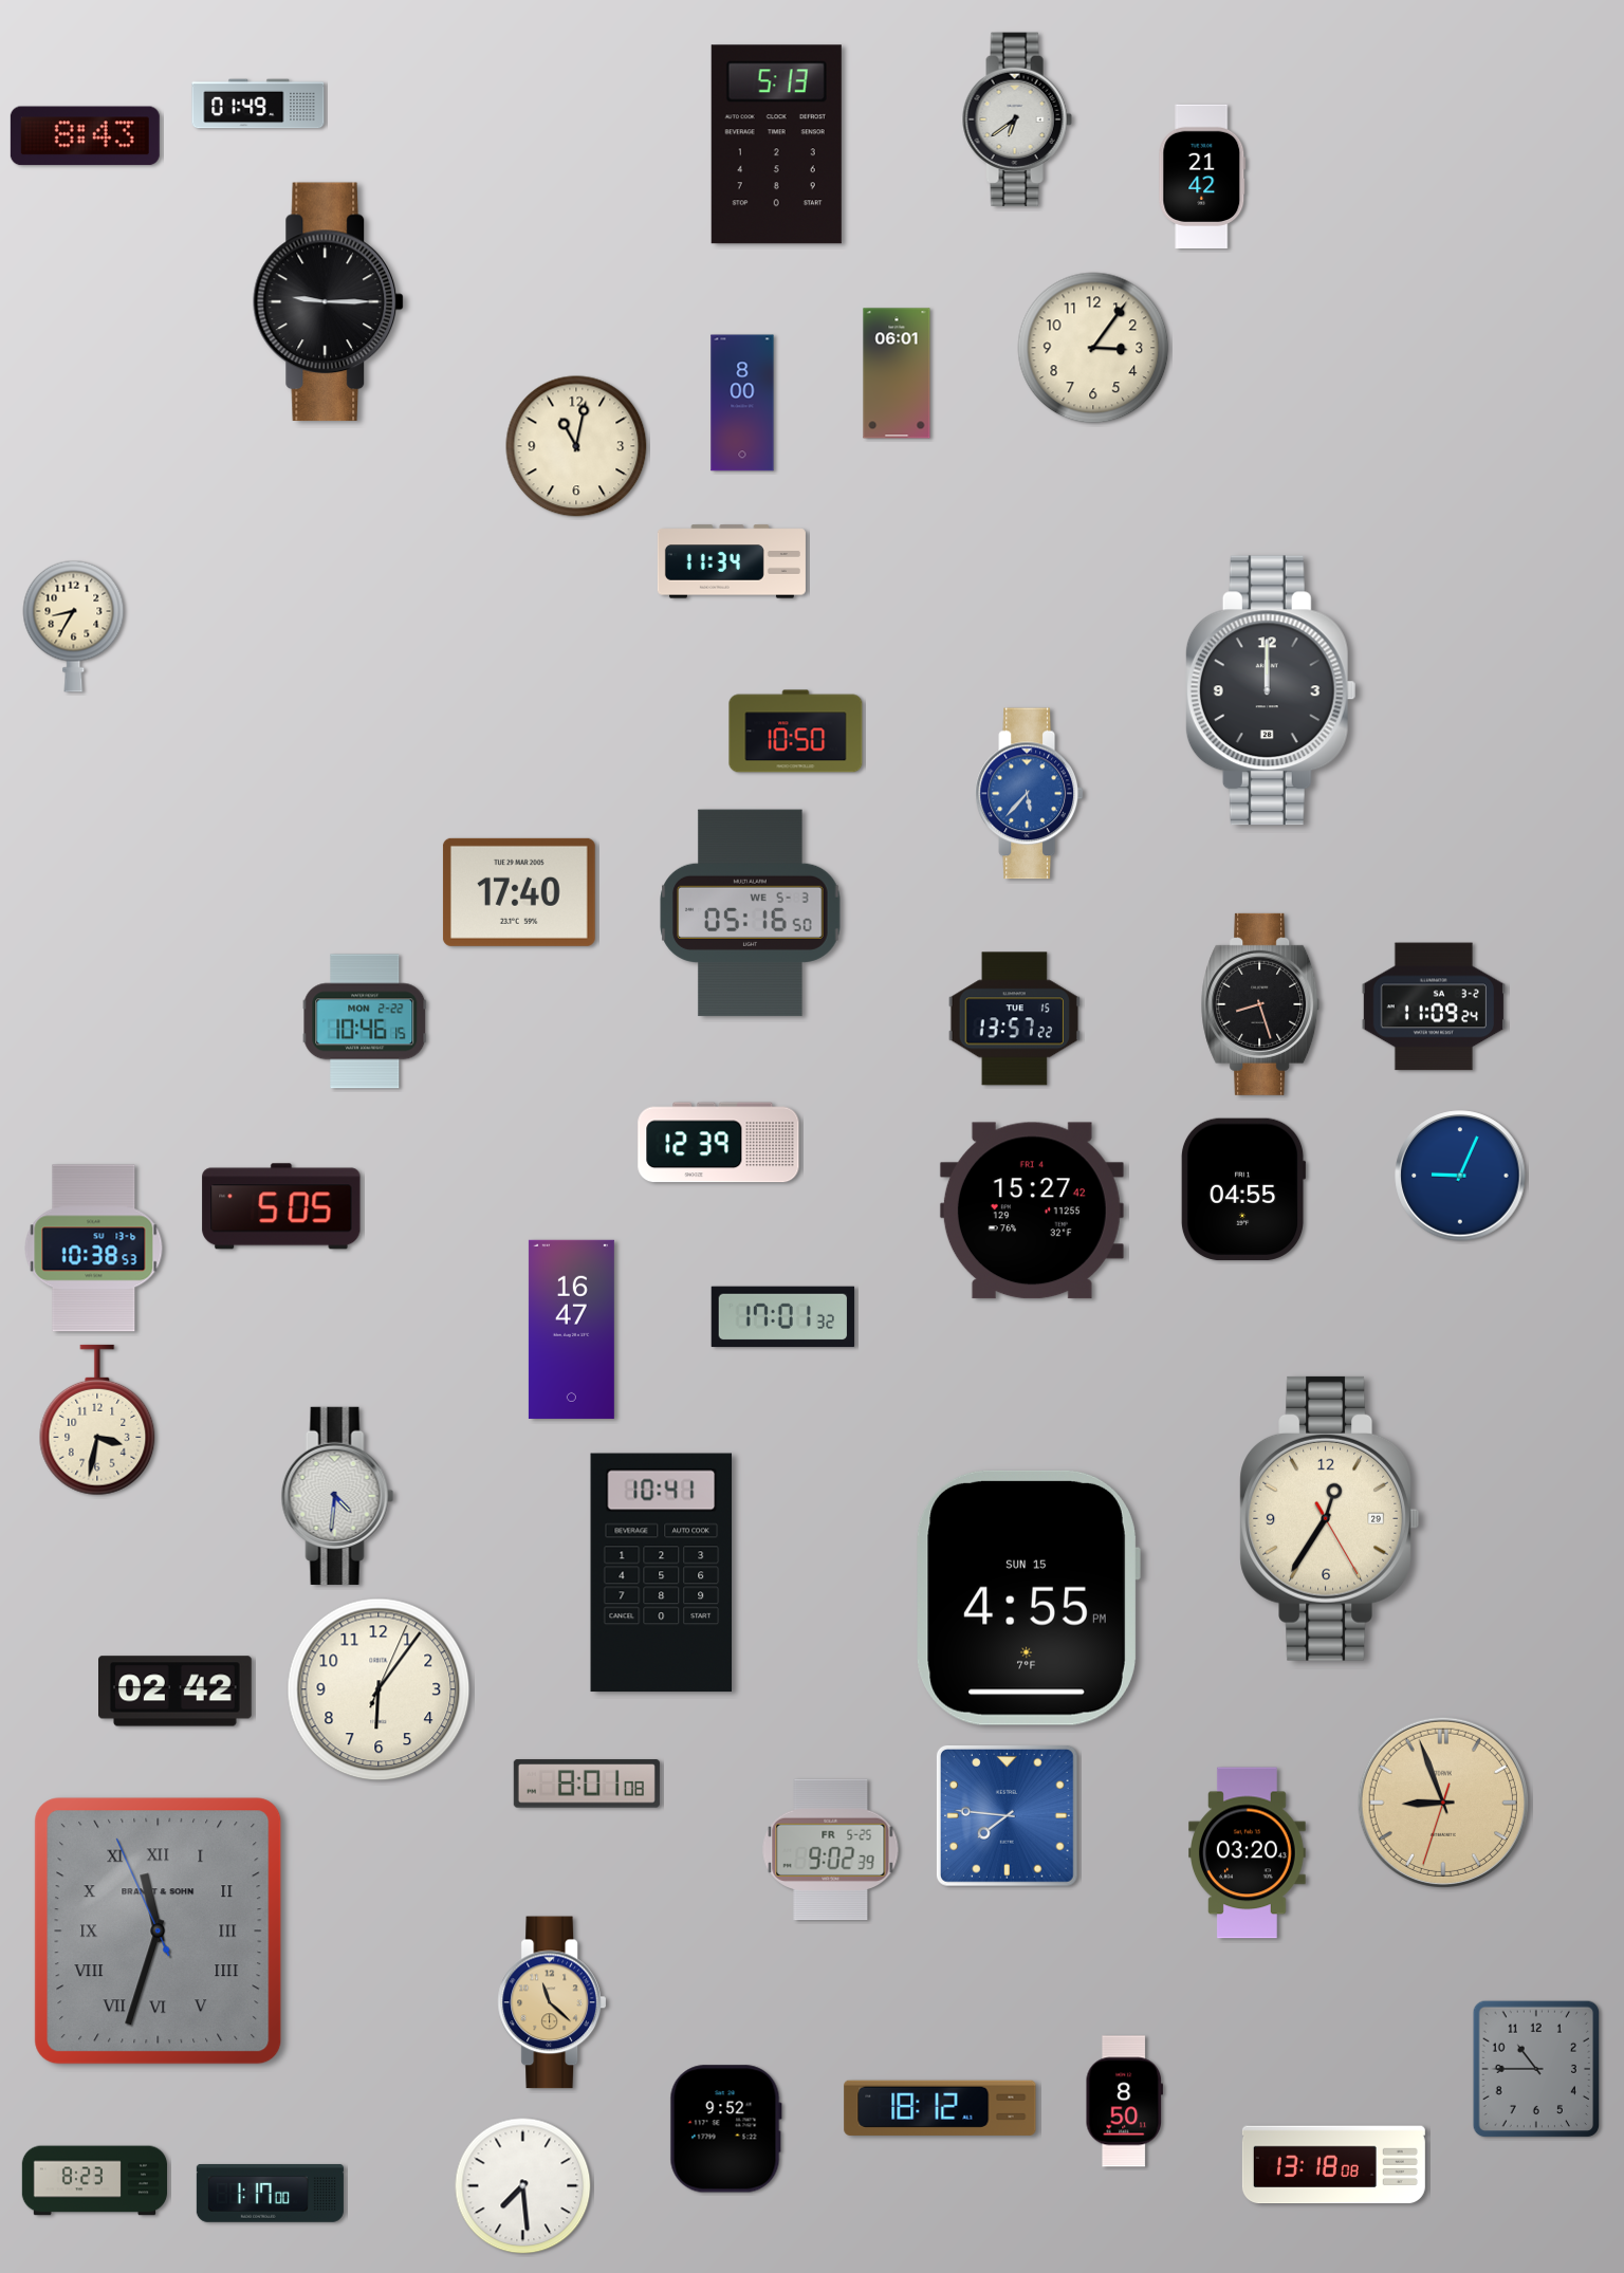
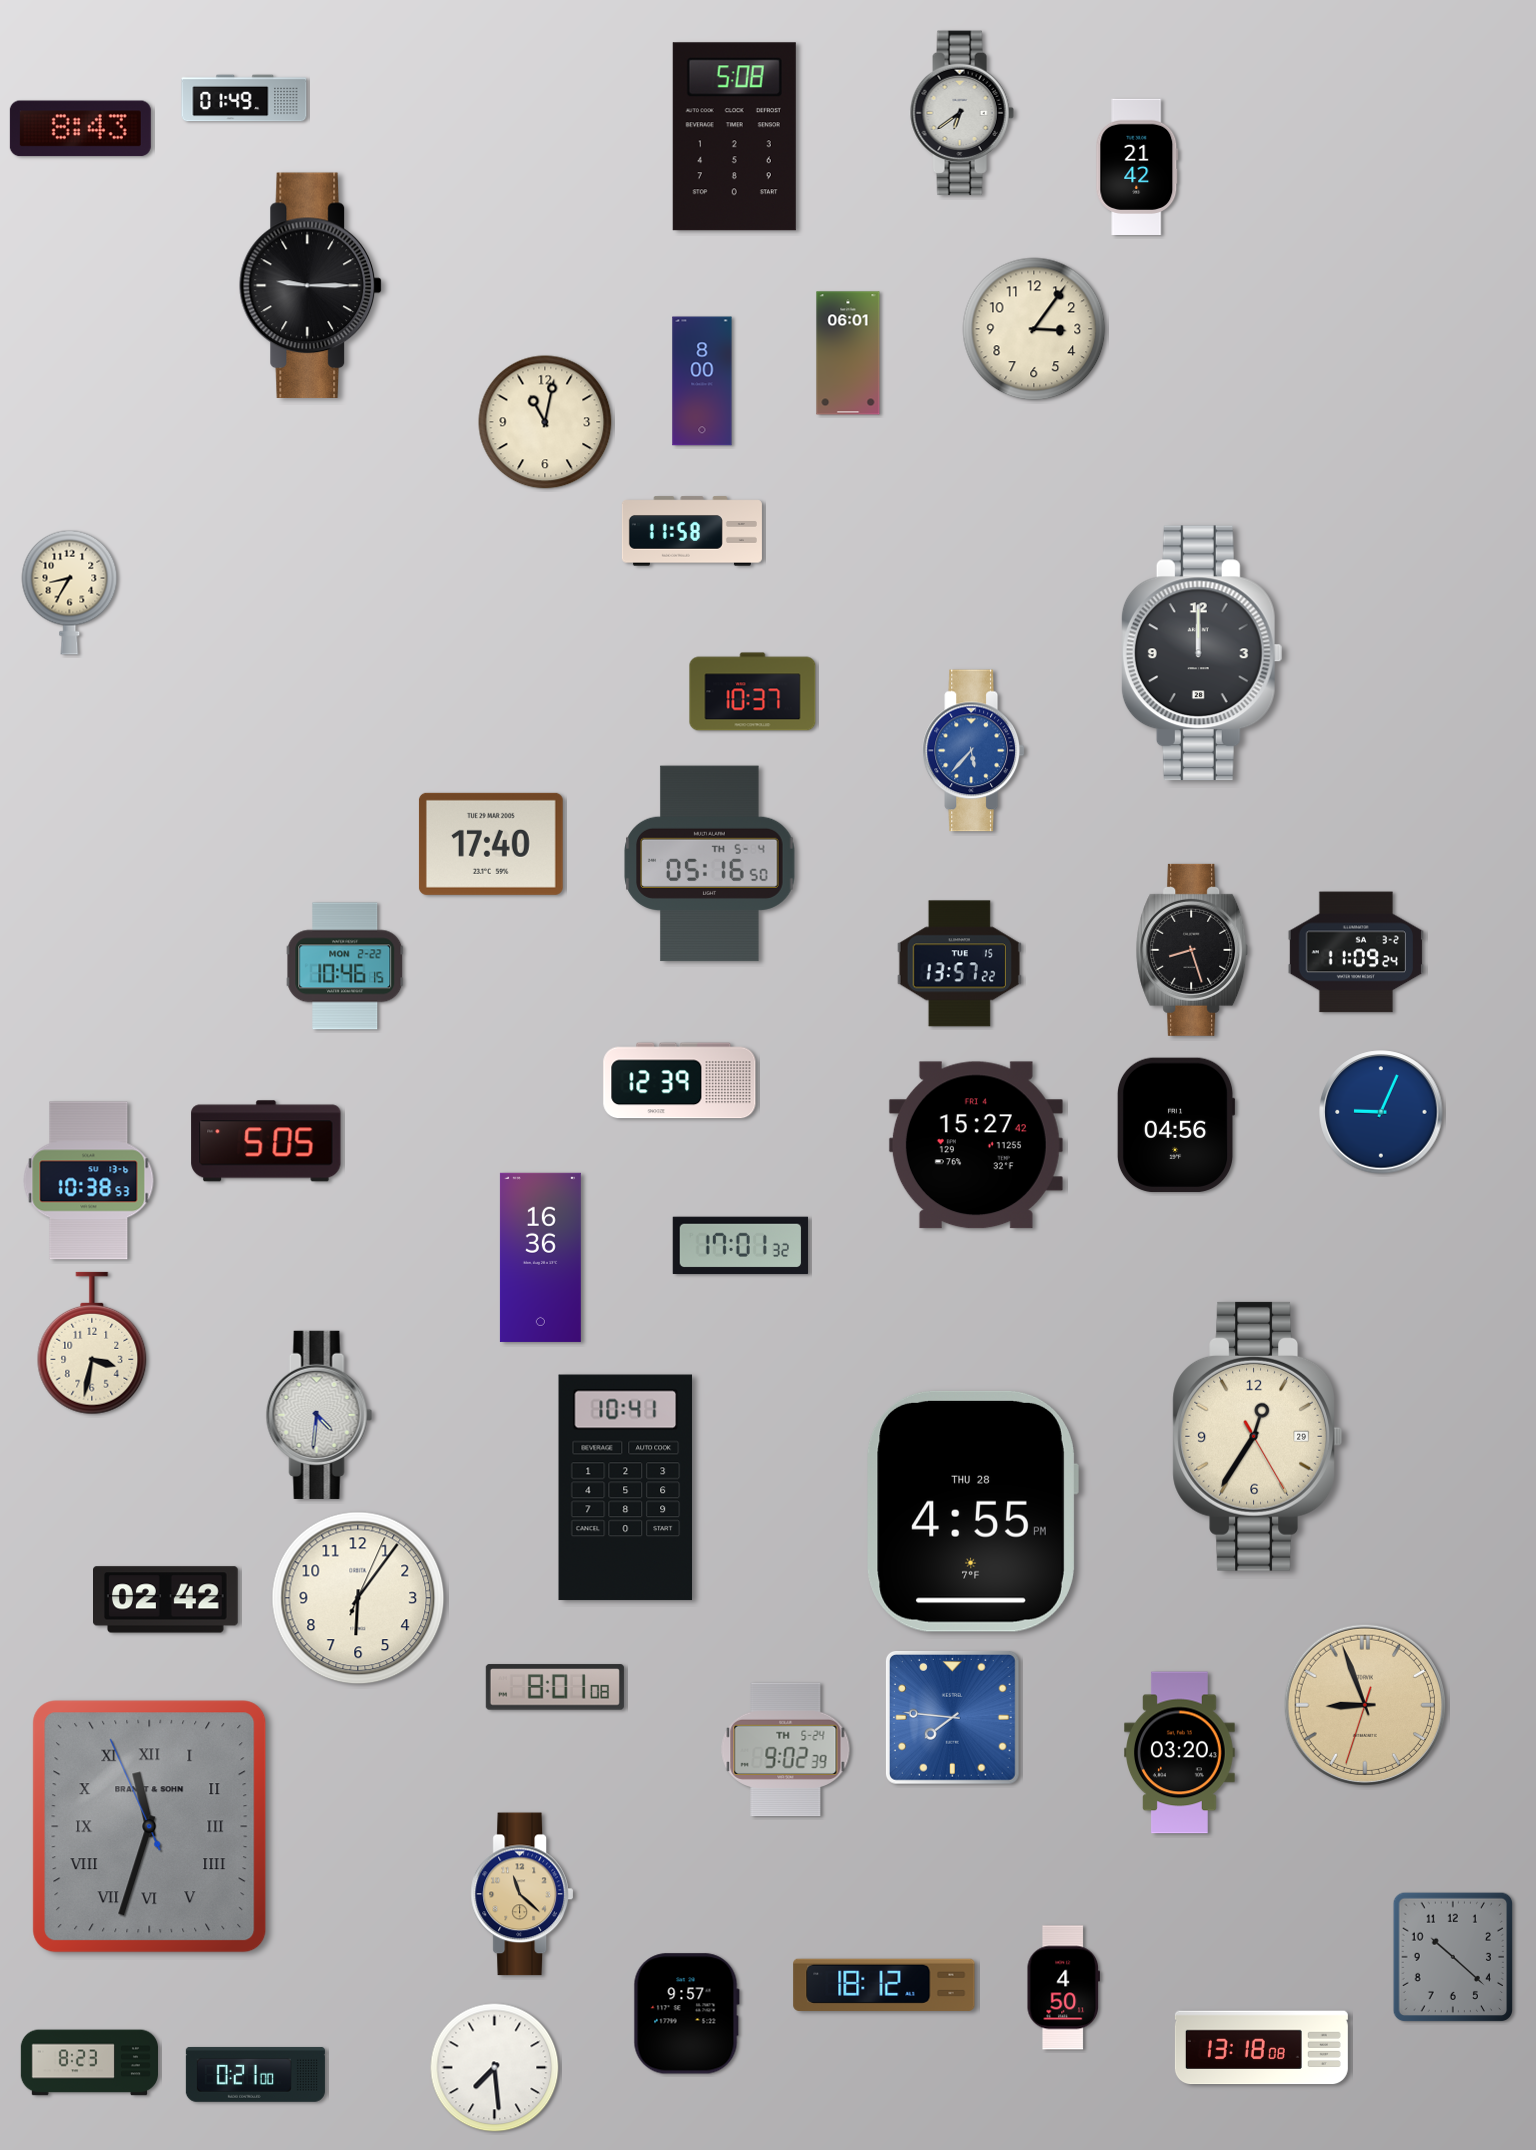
clock at (776, 145): 5:13 -> 5:08
clock at (732, 561): 11:34 -> 11:58
clock at (796, 732): 10:50 -> 10:37
clock at (751, 913) date: WE 5-3 -> TH 5-4
clock at (1243, 1189): 04:55 -> 04:56
clock at (571, 1329): 16:47 -> 16:36
clock at (1028, 1597) date: SUN 15 -> THU 28
clock at (831, 1850) date: FR 5-25 -> TH 5-24
clock at (1535, 2069): 10:45 -> 10:22
clock at (1124, 2102): 8:50 -> 4:50
clock at (940, 2108) position: (940, 2108) -> (884, 1985)
clock at (725, 2129): 9:52 -> 9:57
clock at (270, 2193): 1:17 -> 0:21
